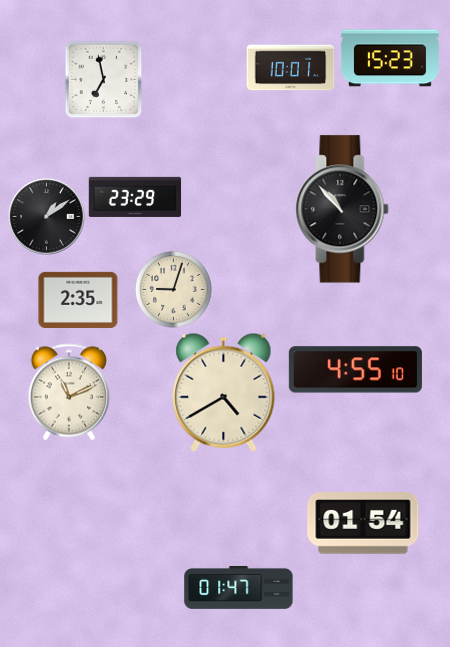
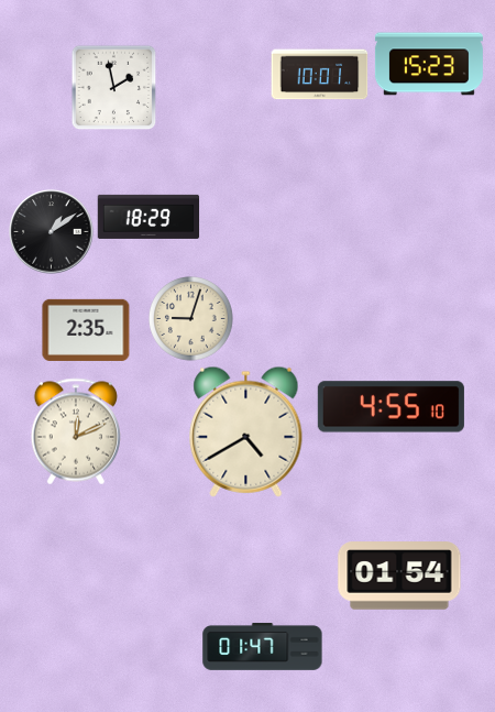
clock at (103, 79): 6:58 -> 1:58
clock at (135, 197): 23:29 -> 18:29
clock at (342, 209): 10:53 -> none
clock at (47, 217) position: (47, 217) -> (52, 232)
clock at (69, 392): 11:11 -> 12:11
